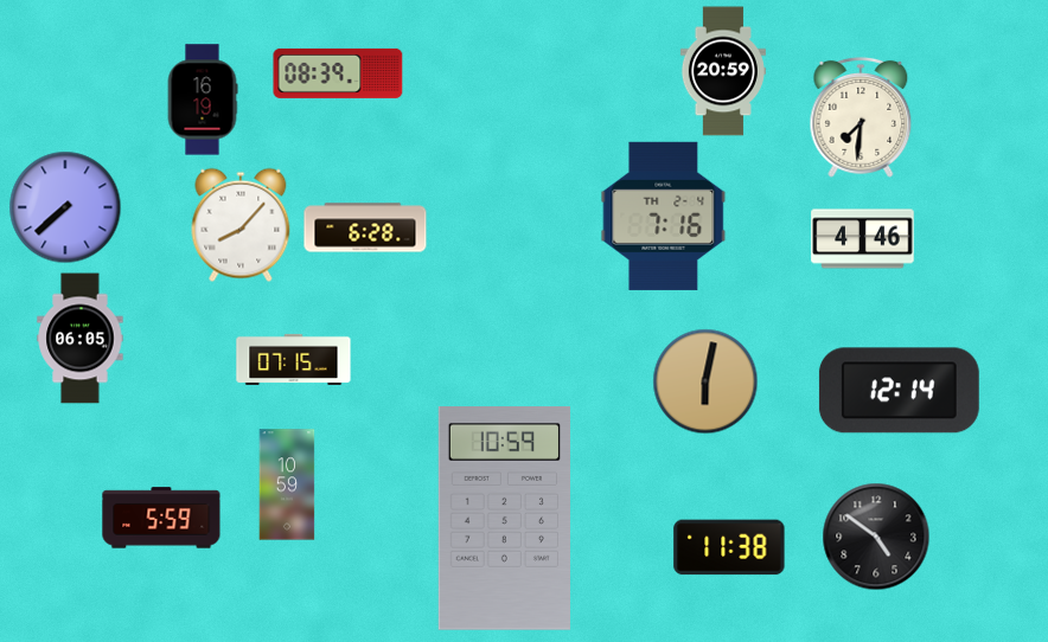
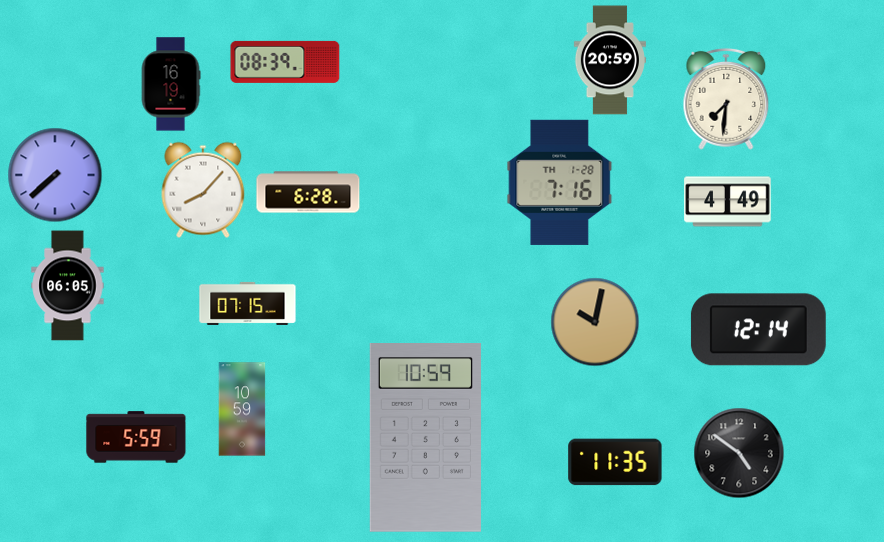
clock at (664, 216) date: TH 2-4 -> TH 1-28
clock at (863, 239): 4:46 -> 4:49
clock at (705, 381): 6:02 -> 10:02
clock at (729, 547): 11:38 -> 11:35
